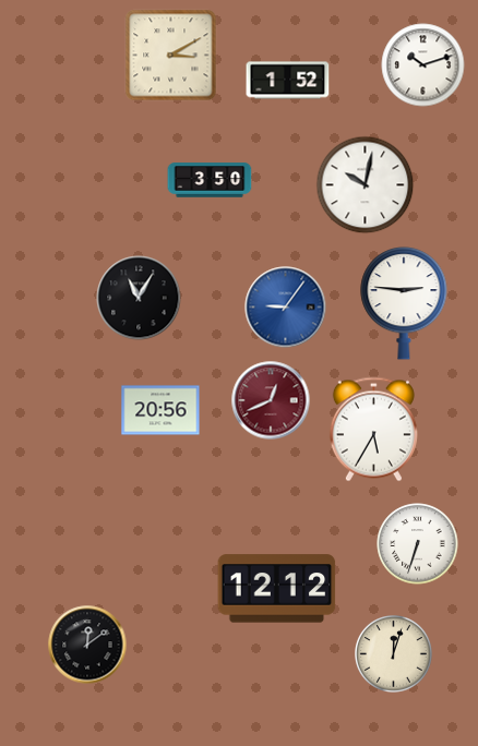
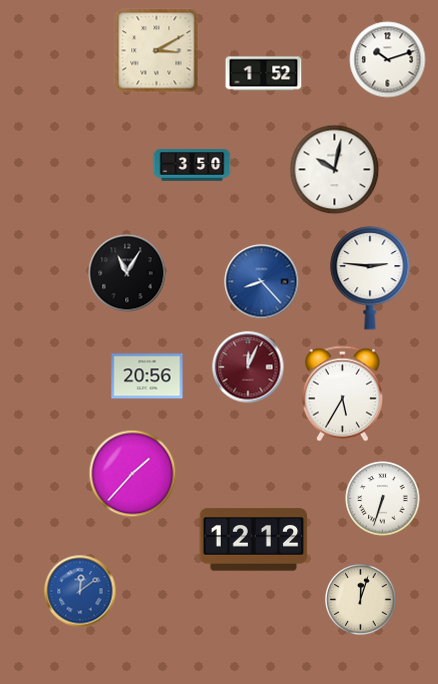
clock at (286, 308): 9:06 -> 8:23
clock at (271, 400): 12:41 -> 12:04
clock at (133, 474): none -> 1:37
clock at (87, 645) dial: black -> blue
